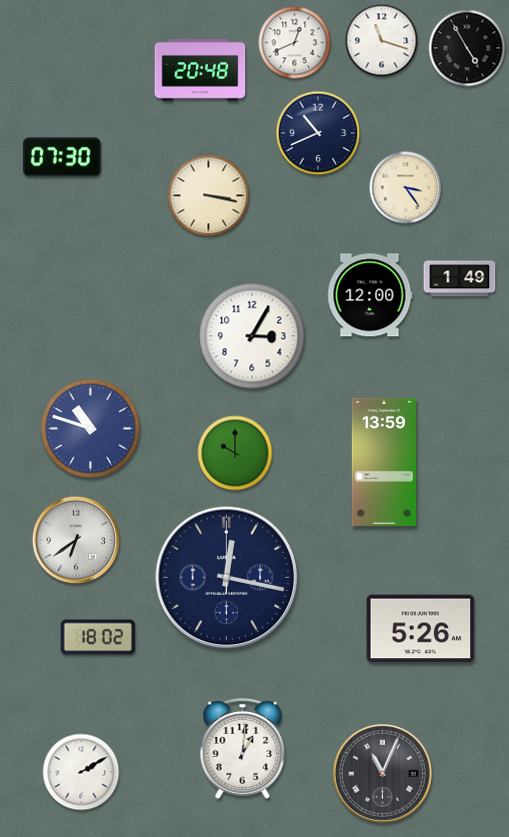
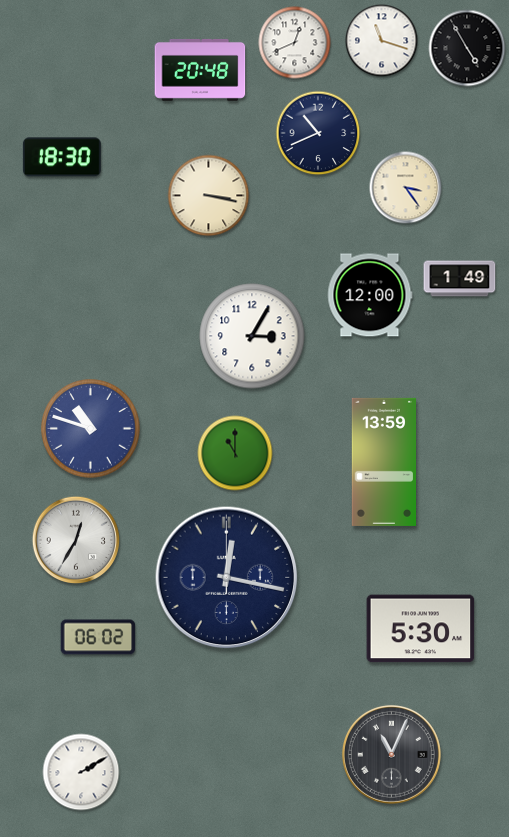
clock at (62, 157): 07:30 -> 18:30
clock at (235, 453): 10:00 -> 11:00
clock at (76, 540): 6:39 -> 12:35
clock at (421, 629): 5:26 -> 5:30
clock at (98, 637): 18:02 -> 06:02
clock at (243, 748): 1:01 -> none
clock at (382, 773) position: (382, 773) -> (391, 754)
